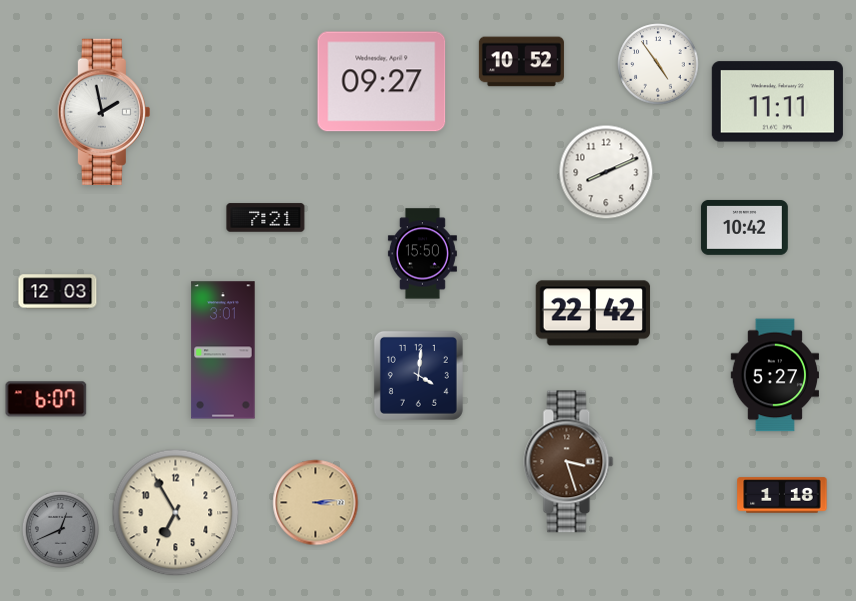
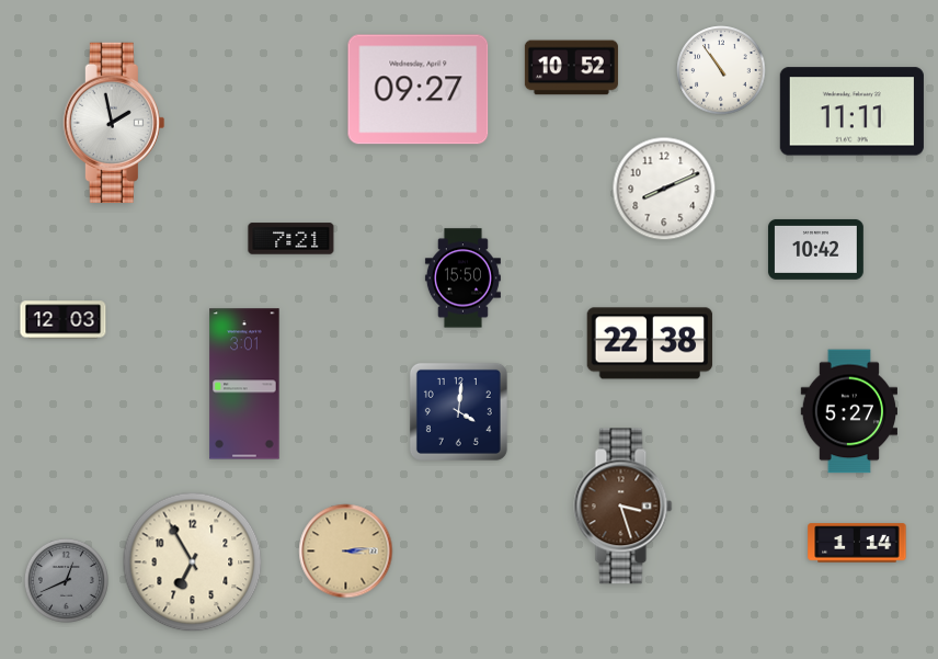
clock at (658, 64): 4:54 -> 10:54
clock at (593, 313): 22:42 -> 22:38
clock at (46, 399): 6:07 -> none
clock at (782, 495): 1:18 -> 1:14
